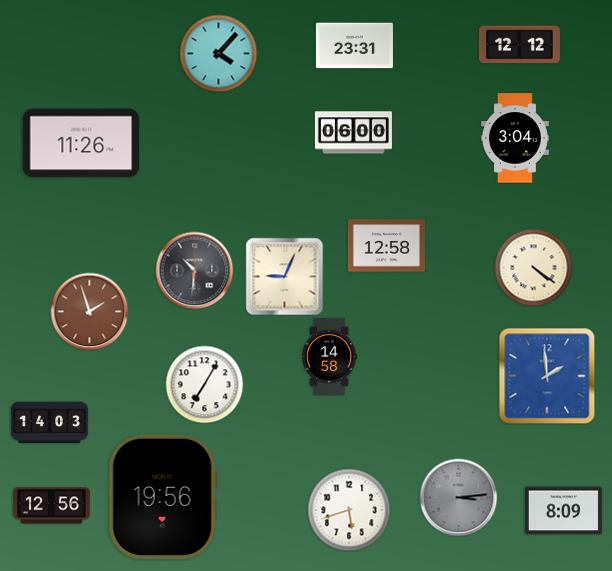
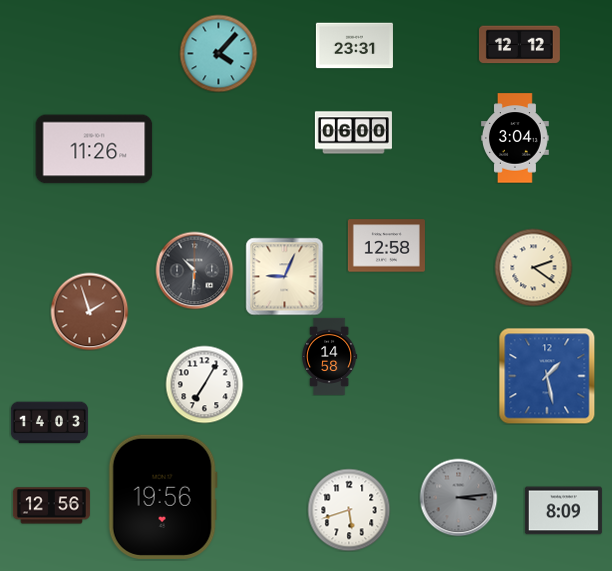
clock at (81, 143) position: (81, 143) -> (94, 149)
clock at (533, 267): 4:21 -> 2:21
clock at (547, 376): 1:59 -> 1:28
